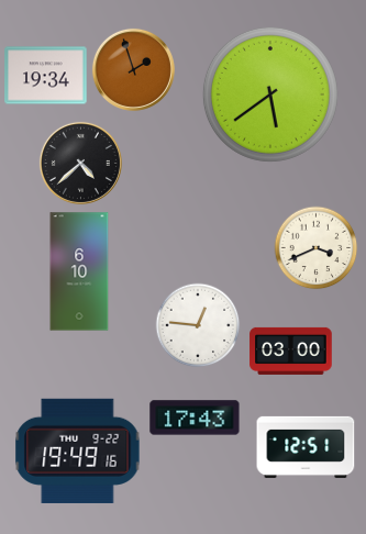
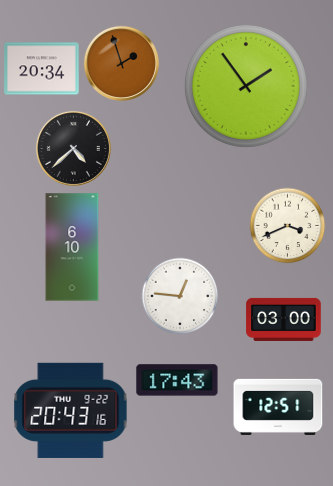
clock at (46, 76): 19:34 -> 20:34
clock at (270, 94): 5:39 -> 1:54
clock at (291, 351) position: (291, 351) -> (284, 319)
clock at (78, 450): 19:49 -> 20:43
